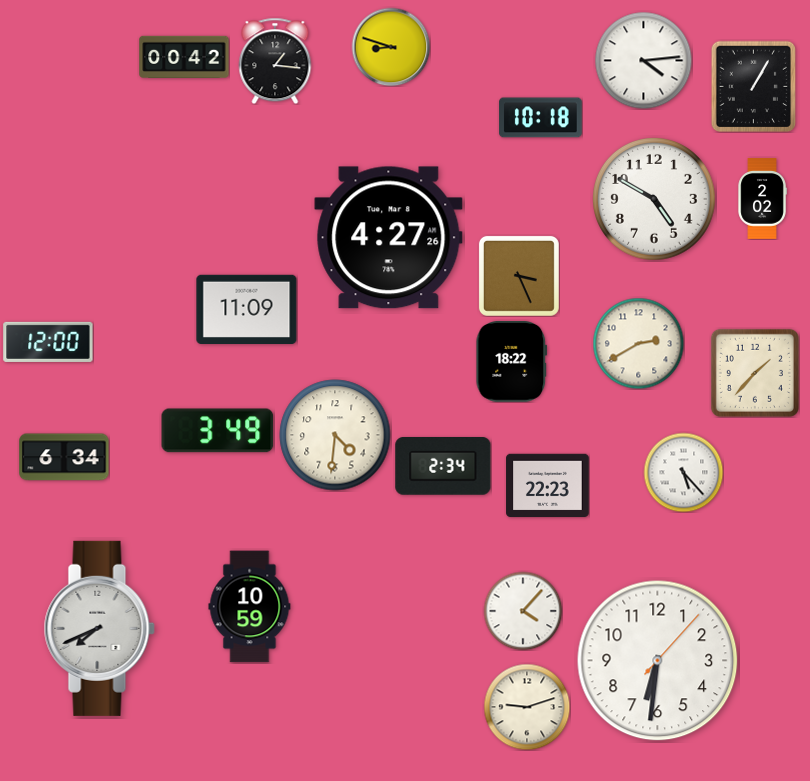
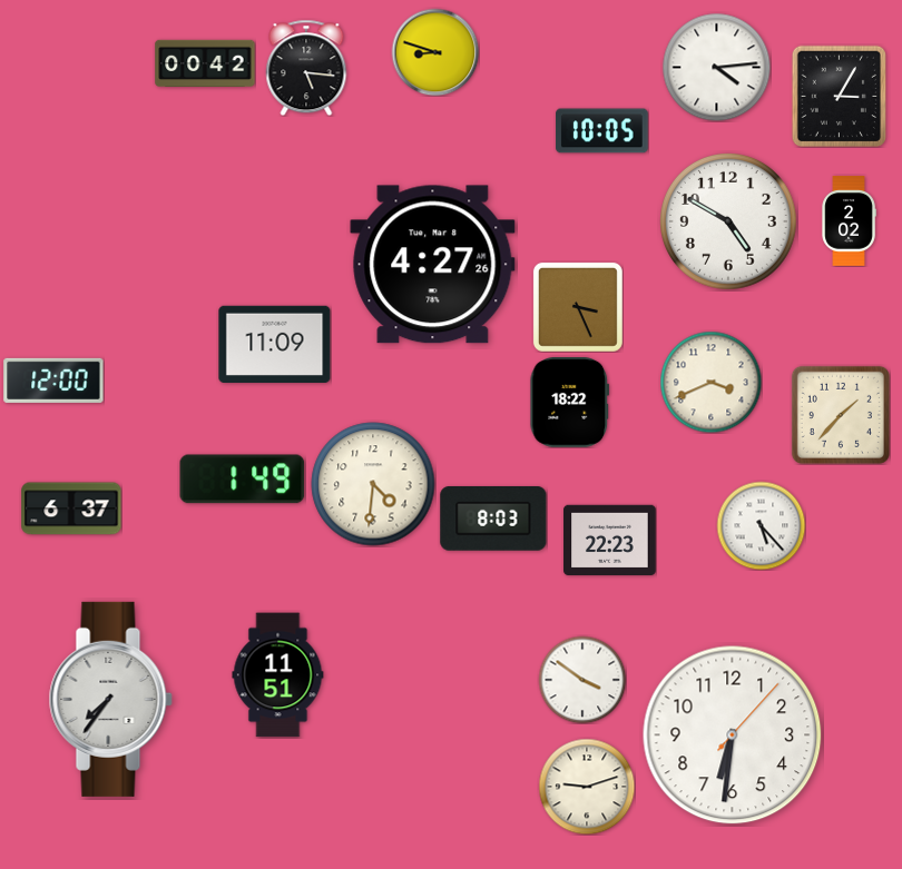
clock at (275, 61): 1:16 -> 5:16
clock at (753, 86): 1:05 -> 3:05
clock at (541, 118): 10:18 -> 10:05
clock at (638, 343): 2:40 -> 3:41
clock at (218, 431): 3:49 -> 1:49
clock at (64, 457): 6:34 -> 6:37
clock at (443, 467): 2:34 -> 8:03
clock at (250, 607): 10:59 -> 11:51
clock at (523, 611): 4:07 -> 3:51
clock at (99, 628): 7:41 -> 7:36
